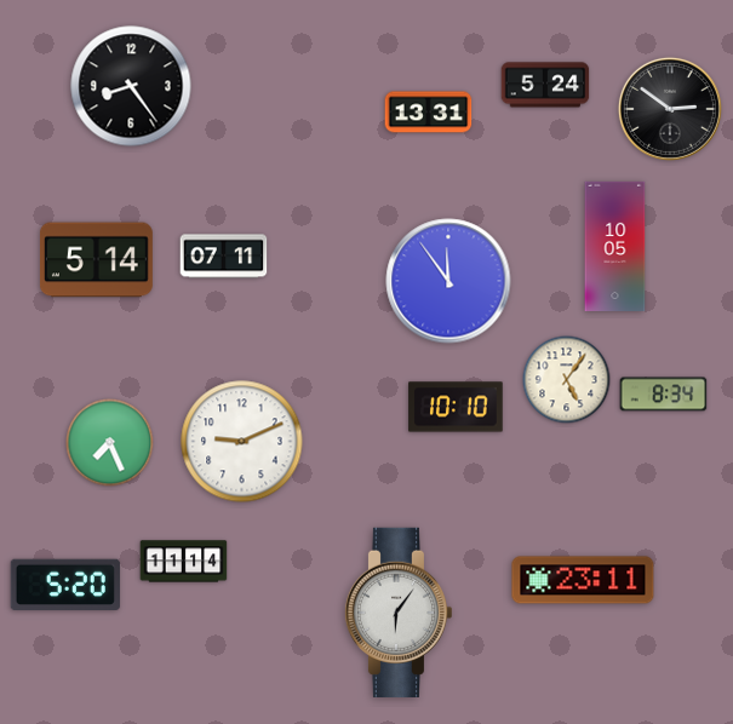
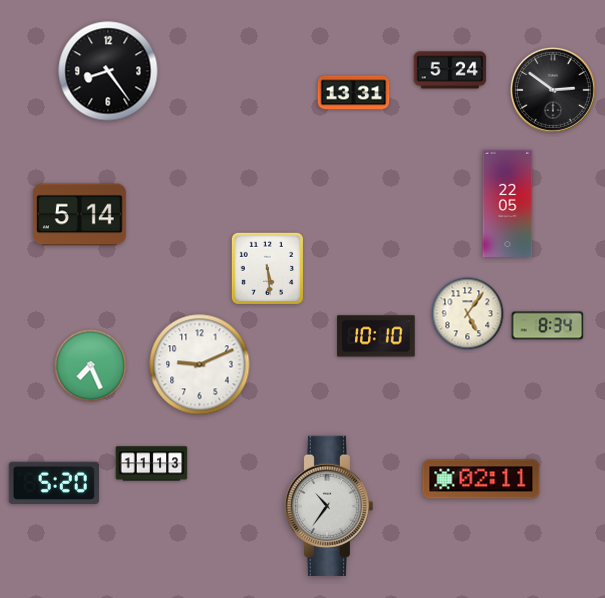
clock at (615, 246): 10:05 -> 22:05
clock at (224, 257): 07:11 -> none
clock at (448, 281): 11:54 -> none
clock at (267, 268): none -> 5:29
clock at (184, 562): 11:14 -> 11:13
clock at (583, 580): 23:11 -> 02:11
clock at (397, 613): 6:06 -> 10:36
